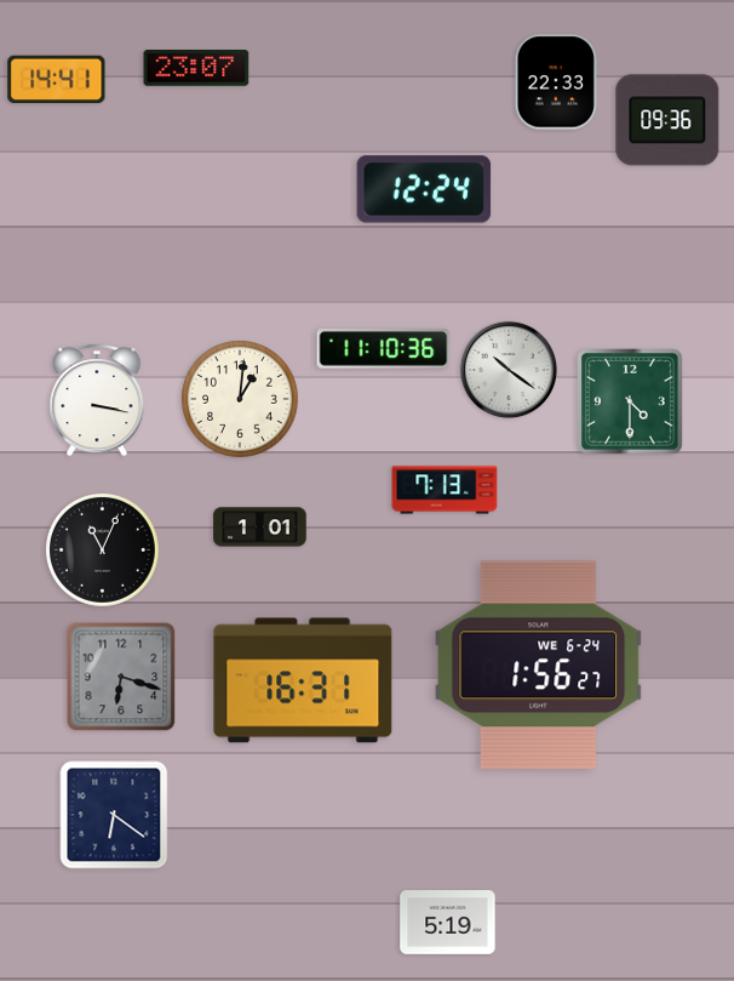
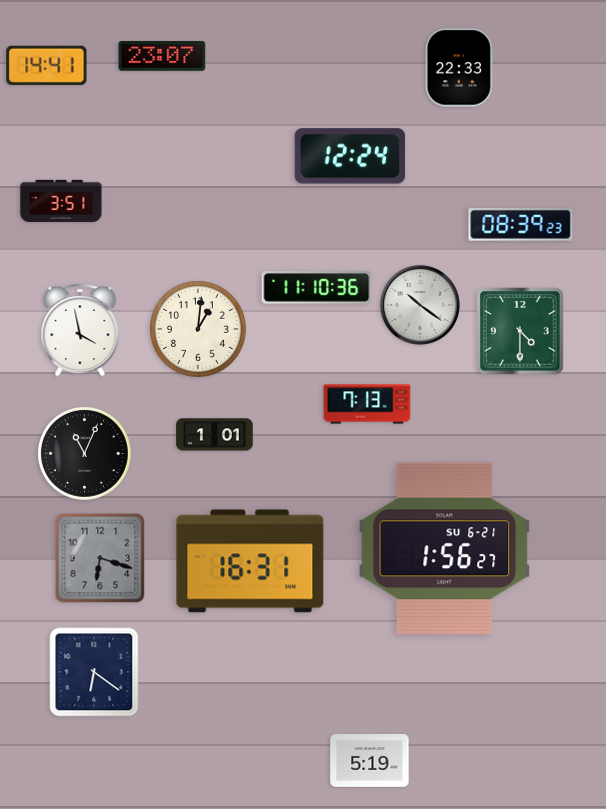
clock at (667, 120): 09:36 -> none
clock at (61, 200): none -> 3:51
clock at (521, 225): none -> 08:39
clock at (97, 400): 3:17 -> 3:58
clock at (539, 666) date: WE 6-24 -> SU 6-21
